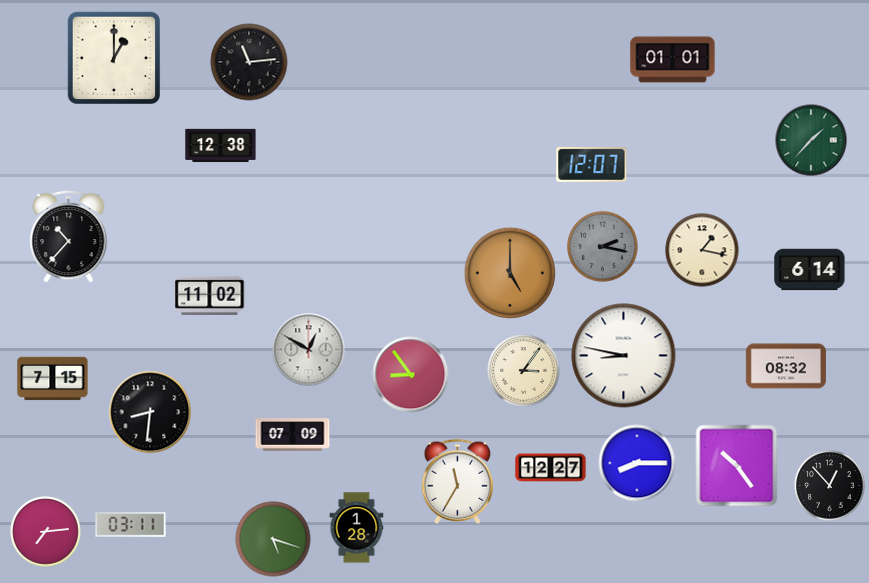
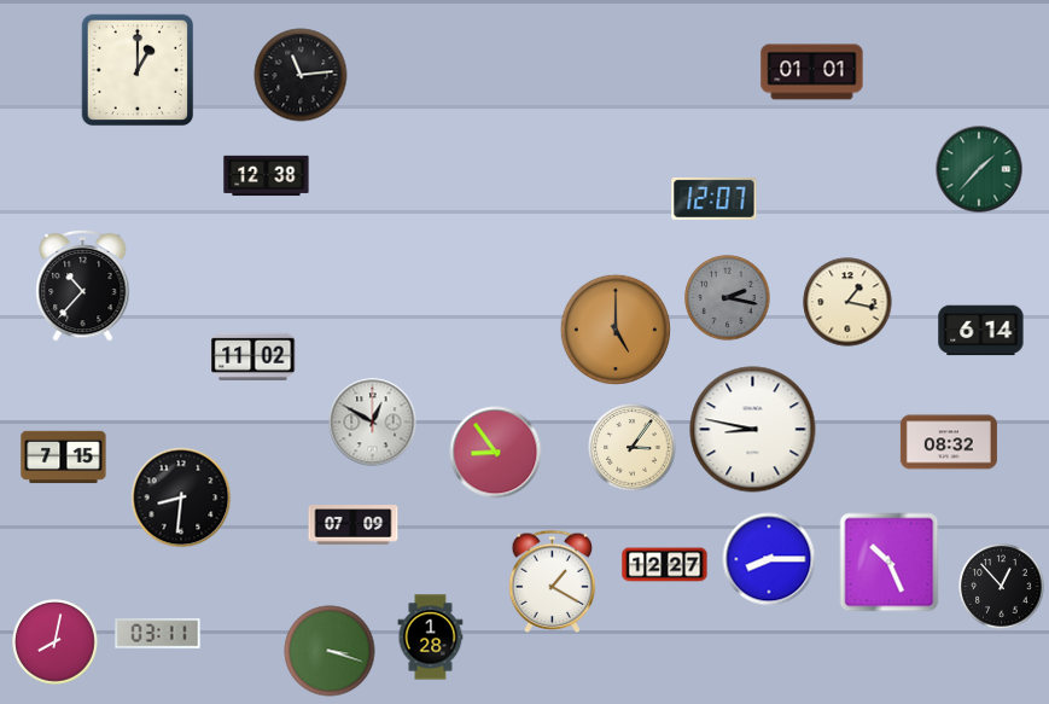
clock at (810, 270) position: (810, 270) -> (981, 331)
clock at (737, 466): 10:24 -> 10:26
clock at (458, 481): 11:35 -> 1:20
clock at (46, 532): 7:14 -> 8:02
clock at (273, 539): 5:18 -> 3:18
